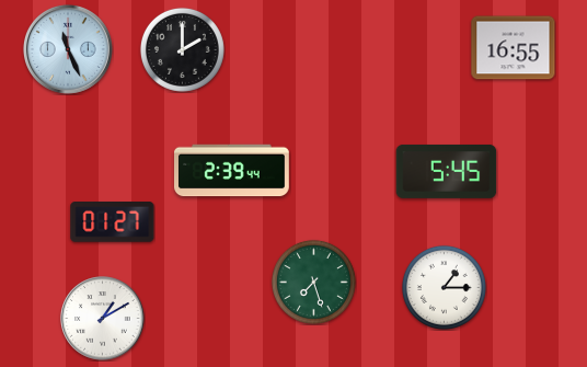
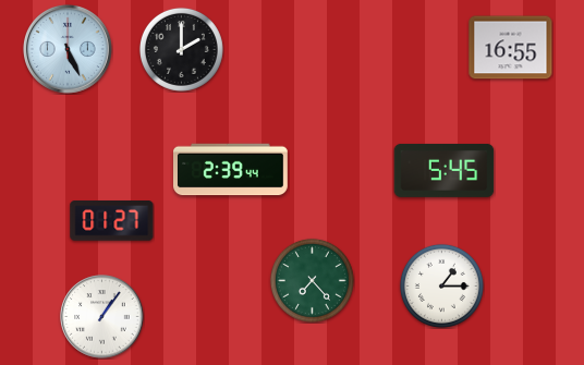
clock at (69, 50): 11:26 -> 5:26
clock at (313, 282): 7:27 -> 7:23
clock at (103, 319): 1:10 -> 1:06
